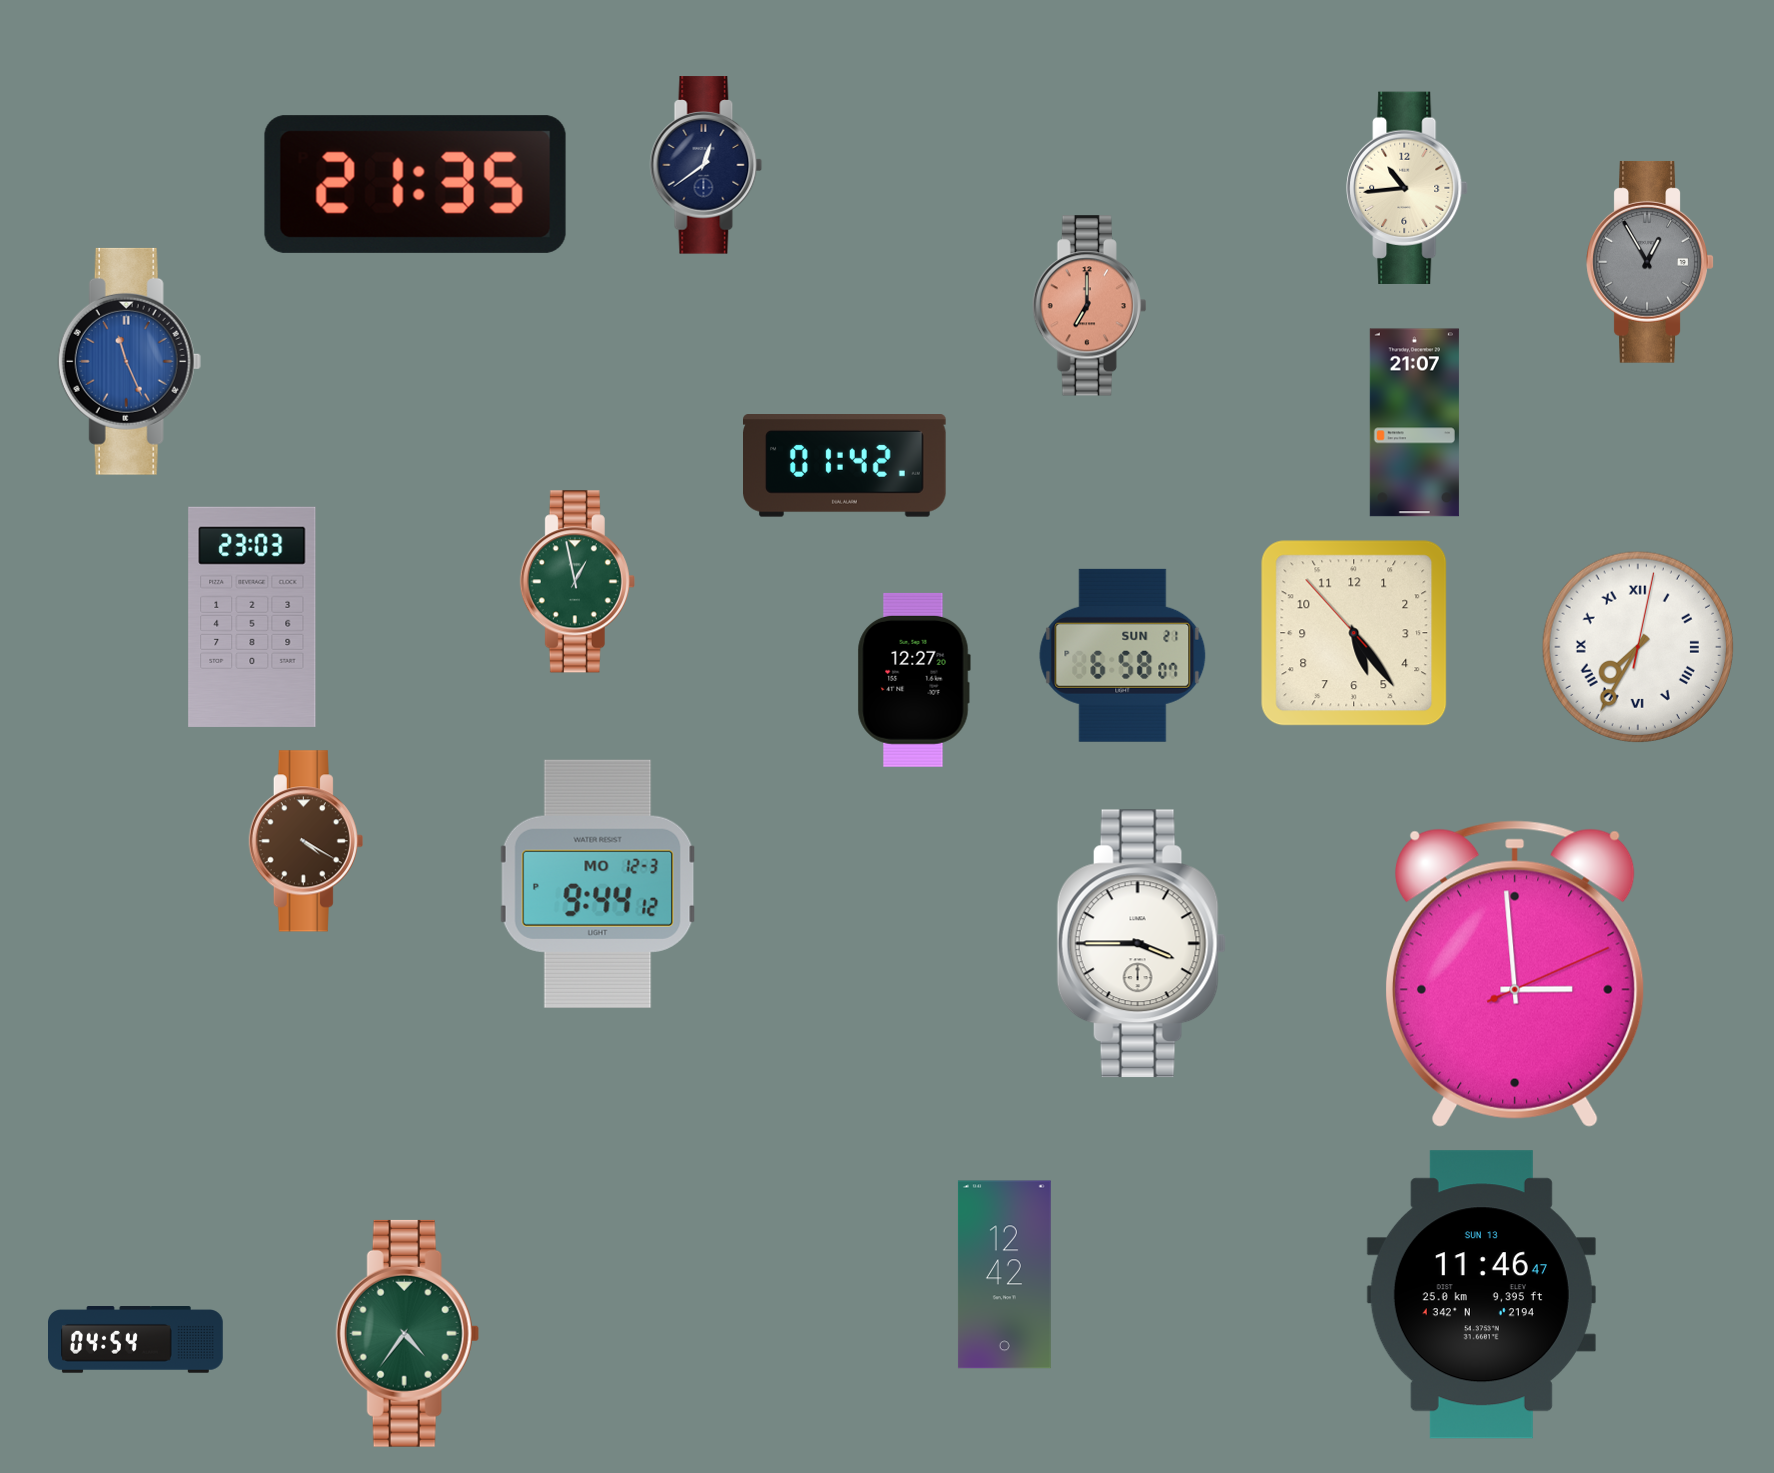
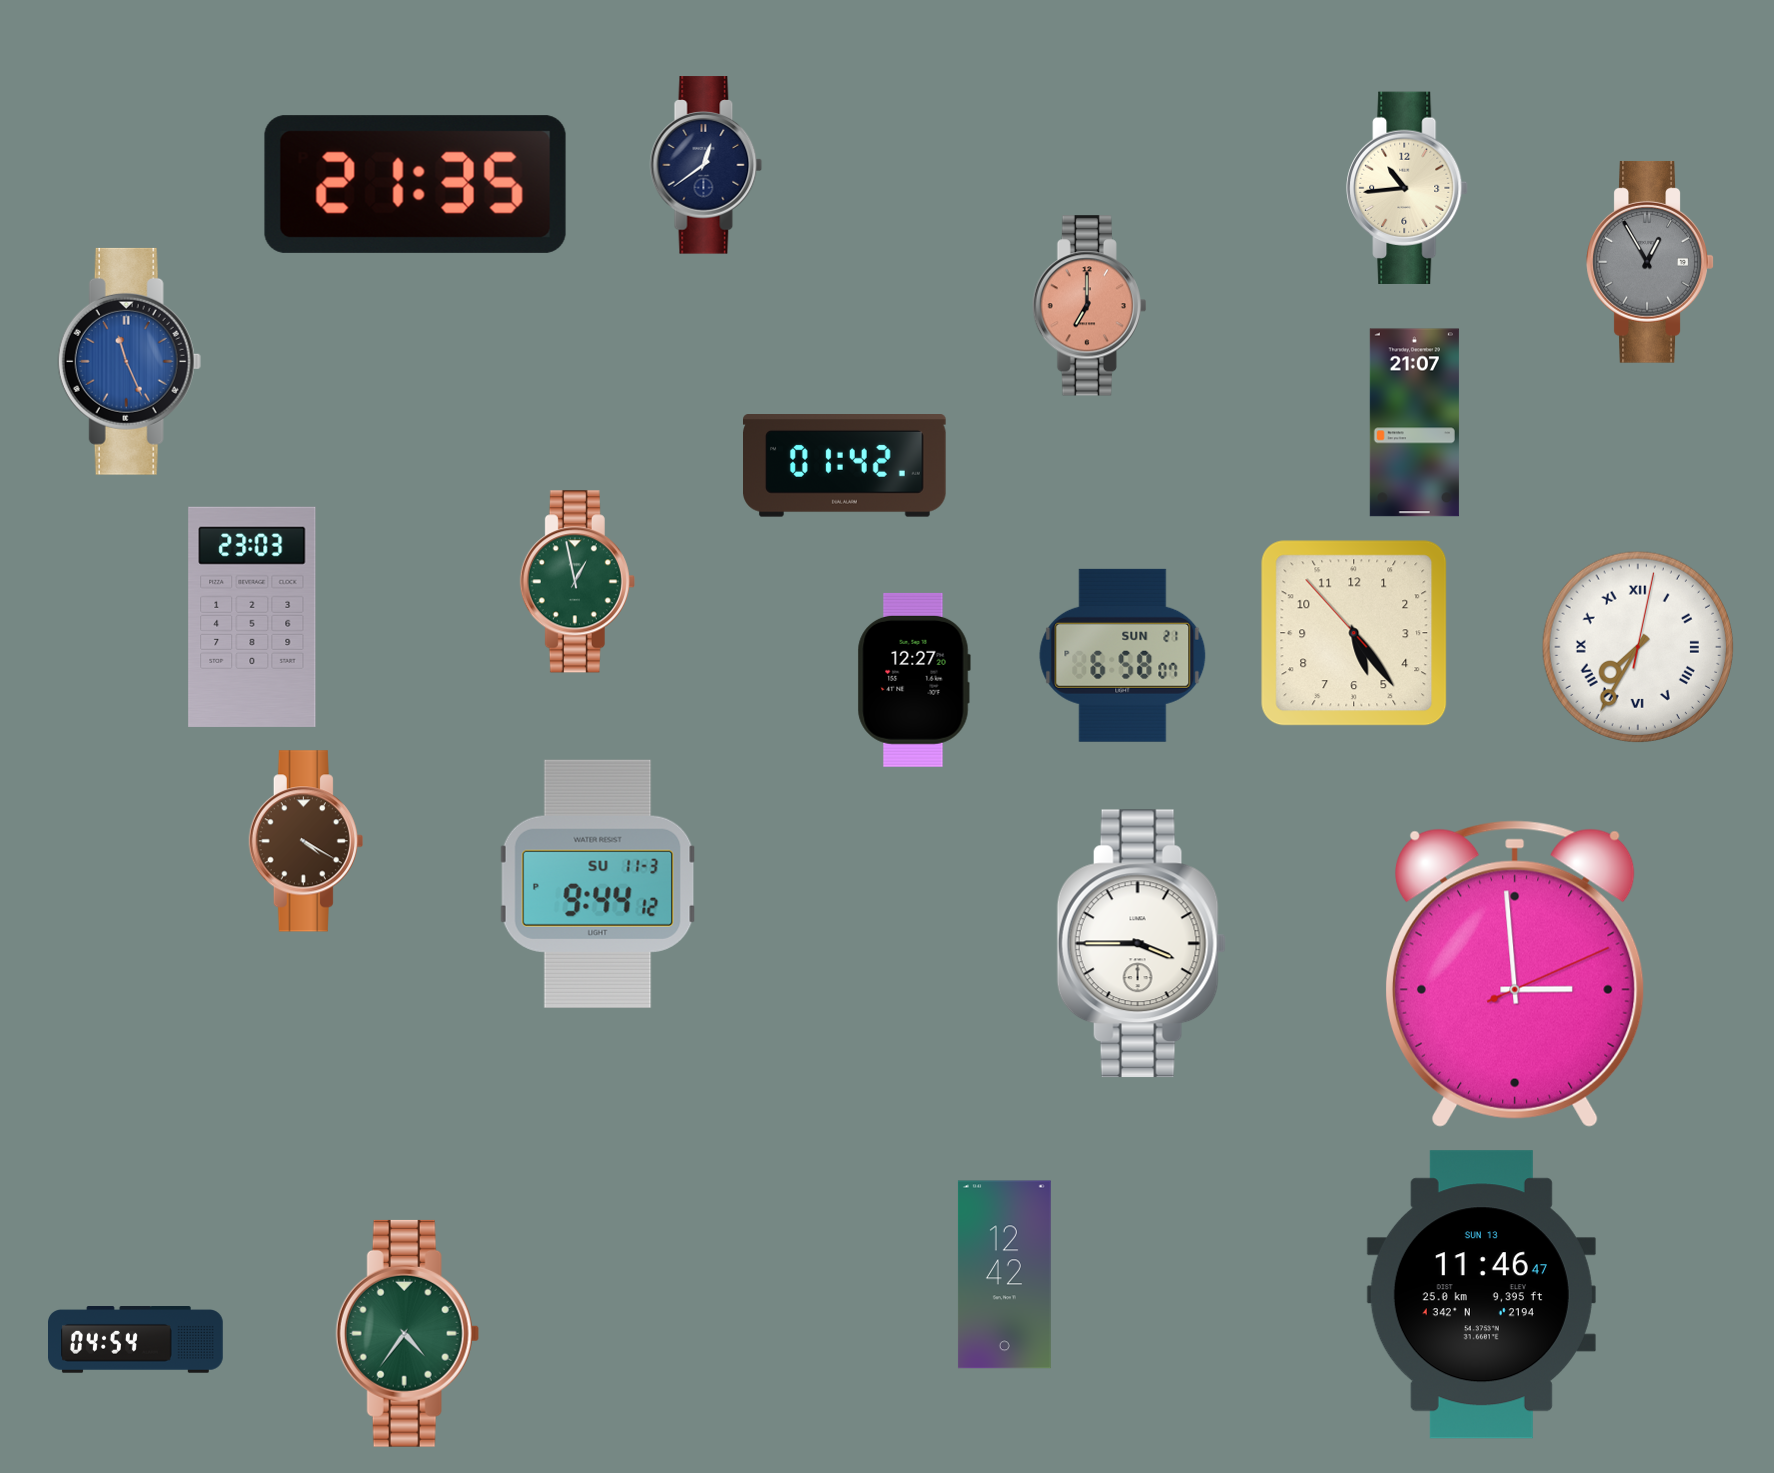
clock at (598, 884) date: MO 12-3 -> SU 11-3
